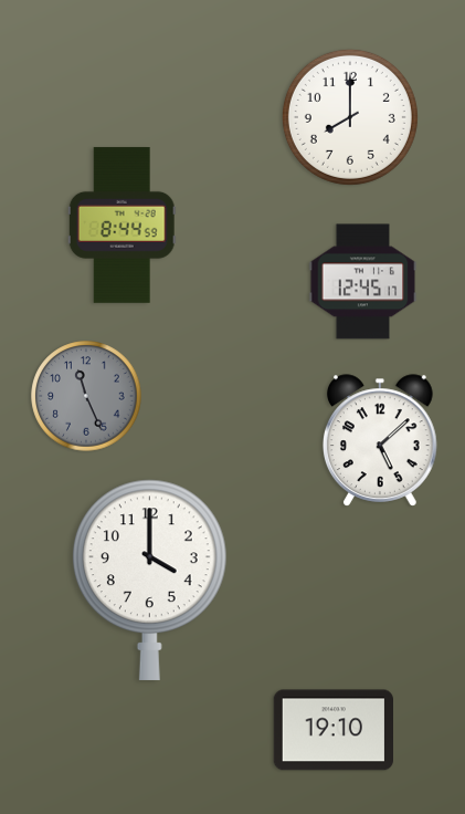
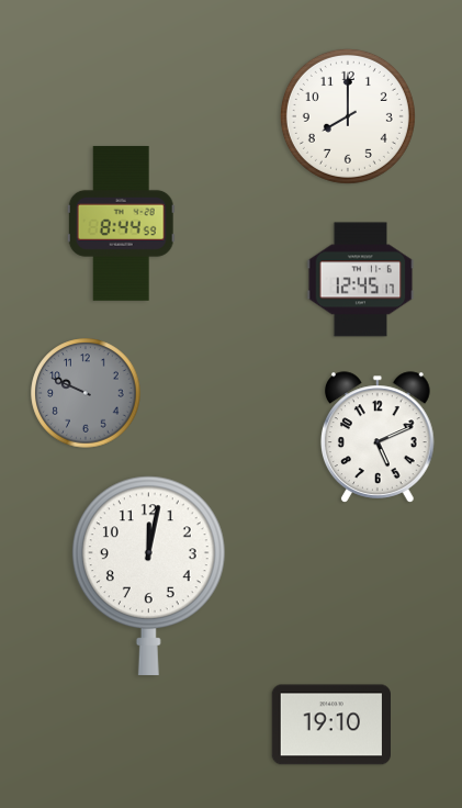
clock at (86, 396): 11:26 -> 9:49
clock at (380, 440): 5:08 -> 5:11
clock at (149, 580): 4:00 -> 12:02
